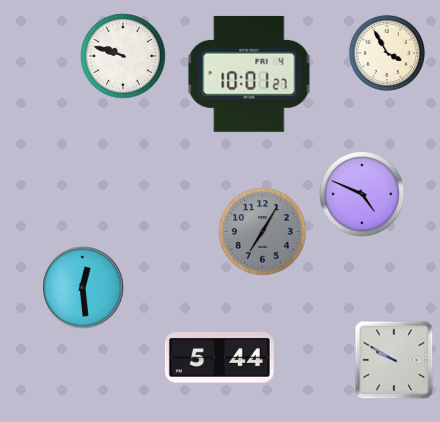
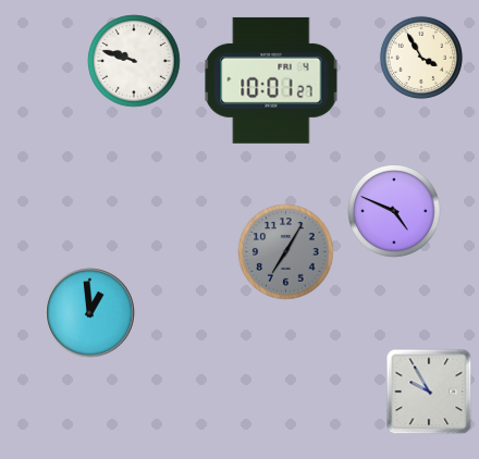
clock at (83, 288): 12:29 -> 12:59
clock at (219, 358): 5:44 -> none
clock at (394, 360): 9:50 -> 9:55
